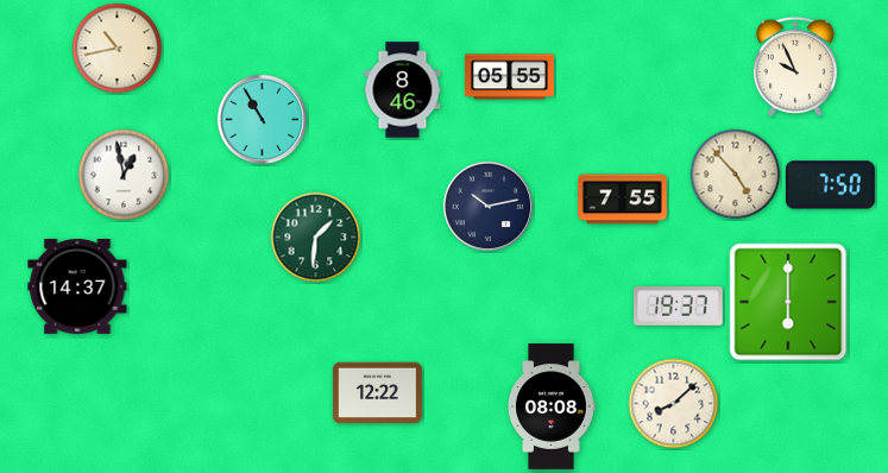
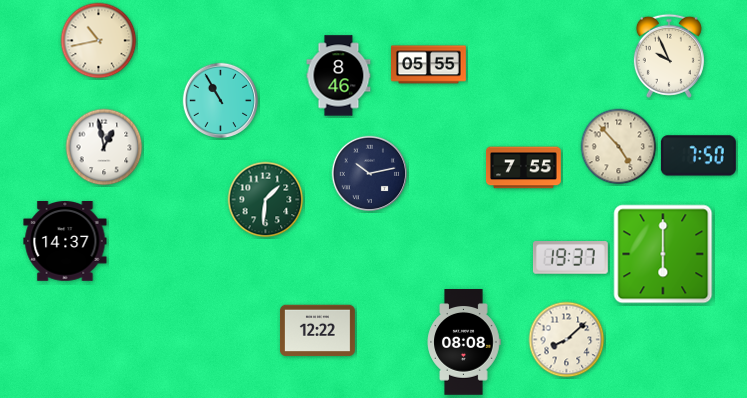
clock at (489, 207) position: (489, 207) -> (370, 174)
